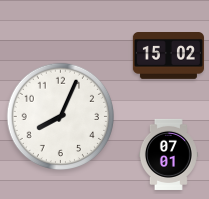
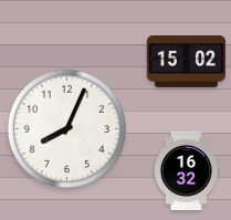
clock at (168, 154): 07:01 -> 16:32
